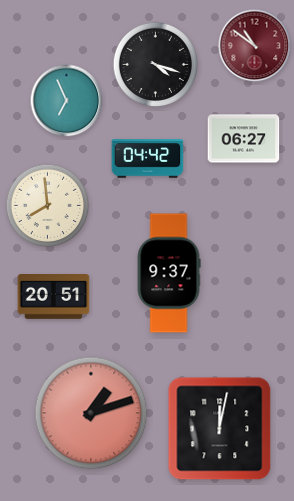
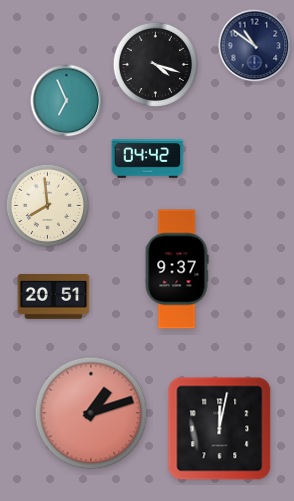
clock at (255, 46) dial: burgundy -> navy
clock at (244, 139): 06:27 -> none
clock at (169, 273) position: (169, 273) -> (177, 269)
